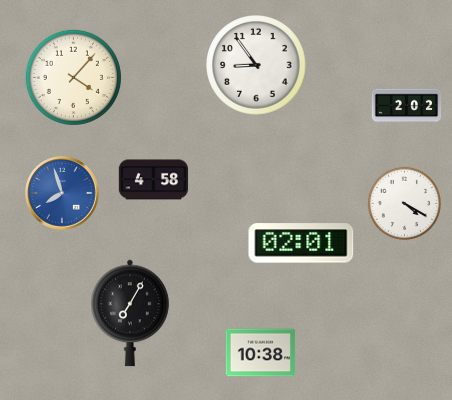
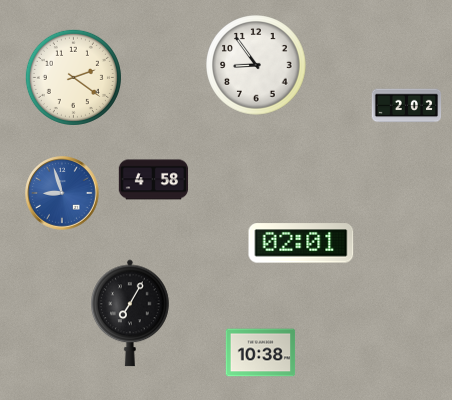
clock at (73, 77): 4:07 -> 2:21
clock at (62, 193): 7:57 -> 8:57
clock at (405, 204): 4:20 -> none
